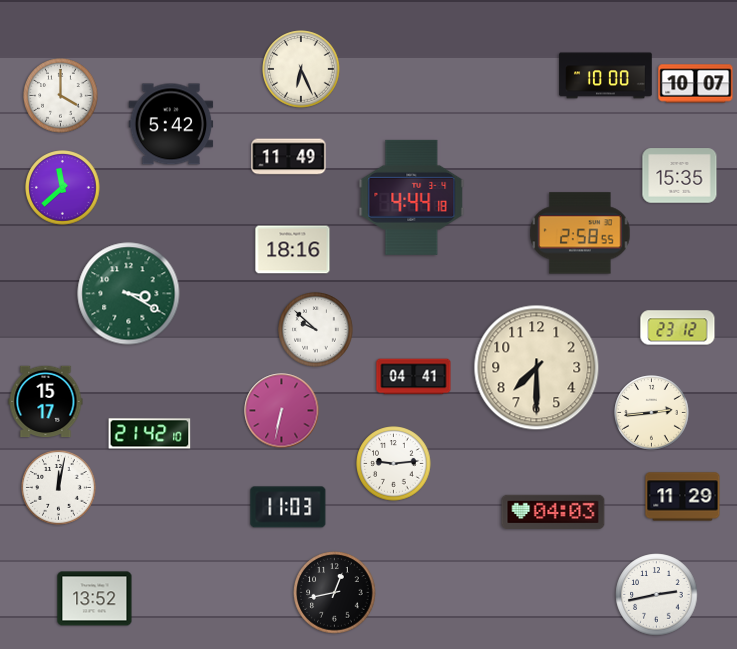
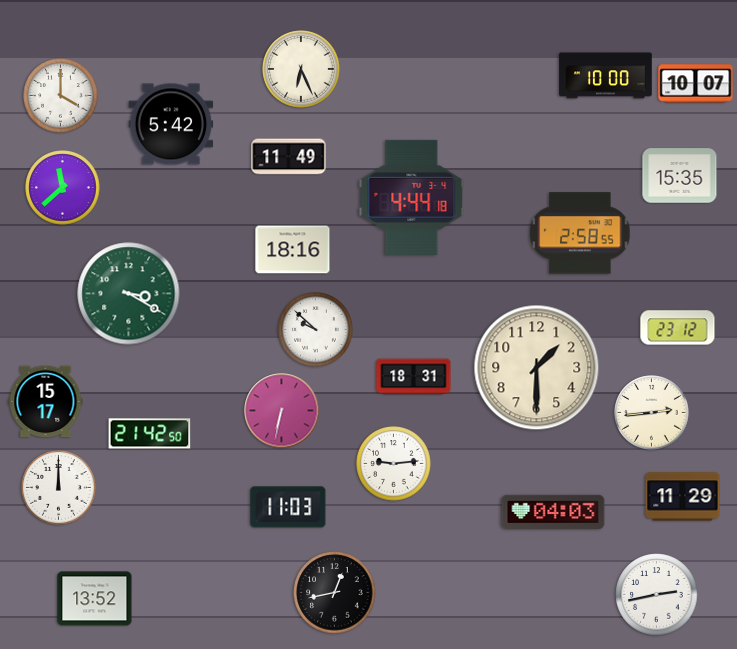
clock at (537, 368): 7:30 -> 1:30
clock at (414, 377): 04:41 -> 18:31
clock at (150, 434): 21:42:10 -> 21:42:50
clock at (59, 488): 12:02 -> 12:00
